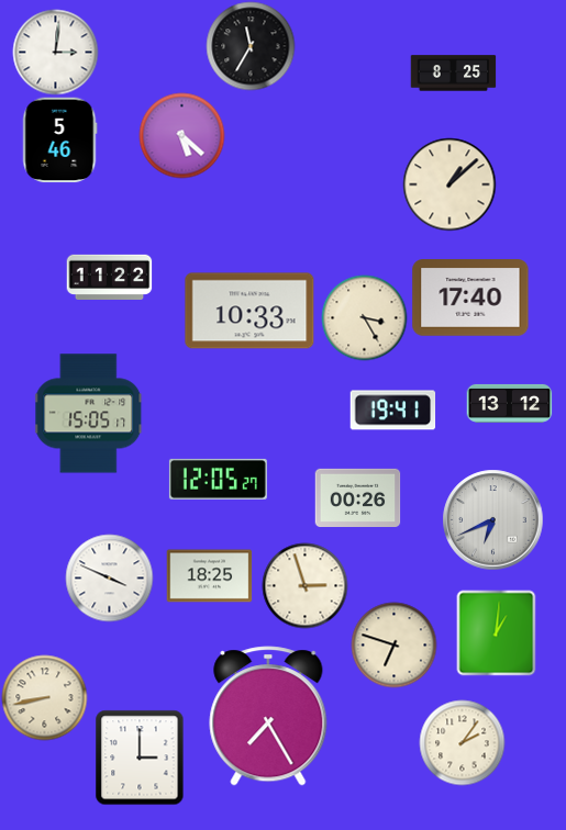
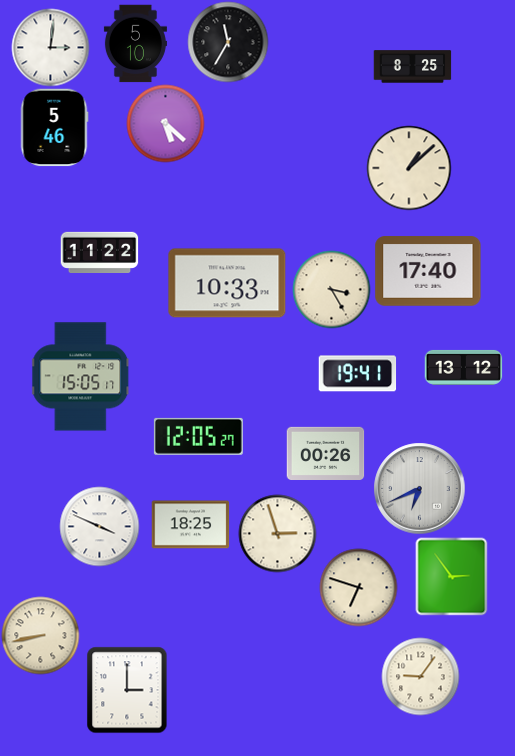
clock at (135, 43): none -> 5:10
clock at (492, 519) position: (492, 519) -> (419, 488)
clock at (497, 632): 1:01 -> 2:54
clock at (268, 716): 7:25 -> none
clock at (462, 742): 2:06 -> 9:06
